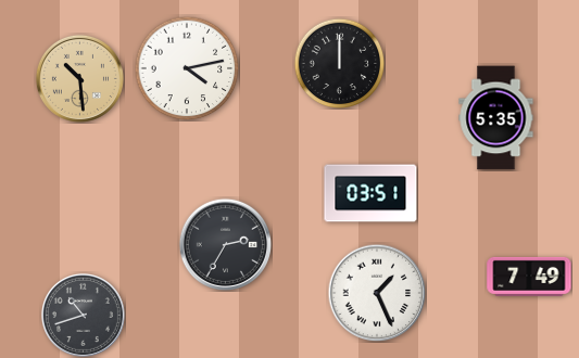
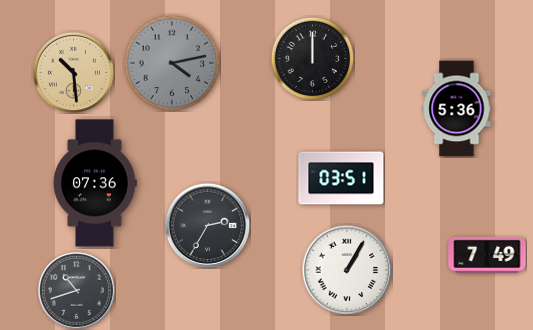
clock at (187, 68) dial: white -> grey
clock at (496, 118): 5:35 -> 5:36
clock at (95, 183): none -> 07:36
clock at (377, 293): 1:26 -> 1:05
